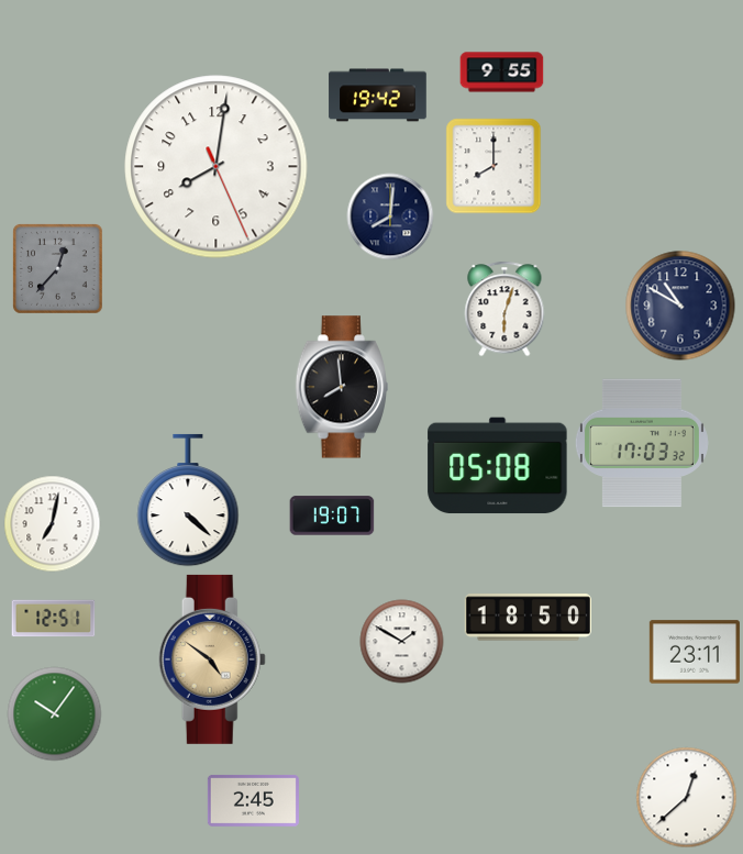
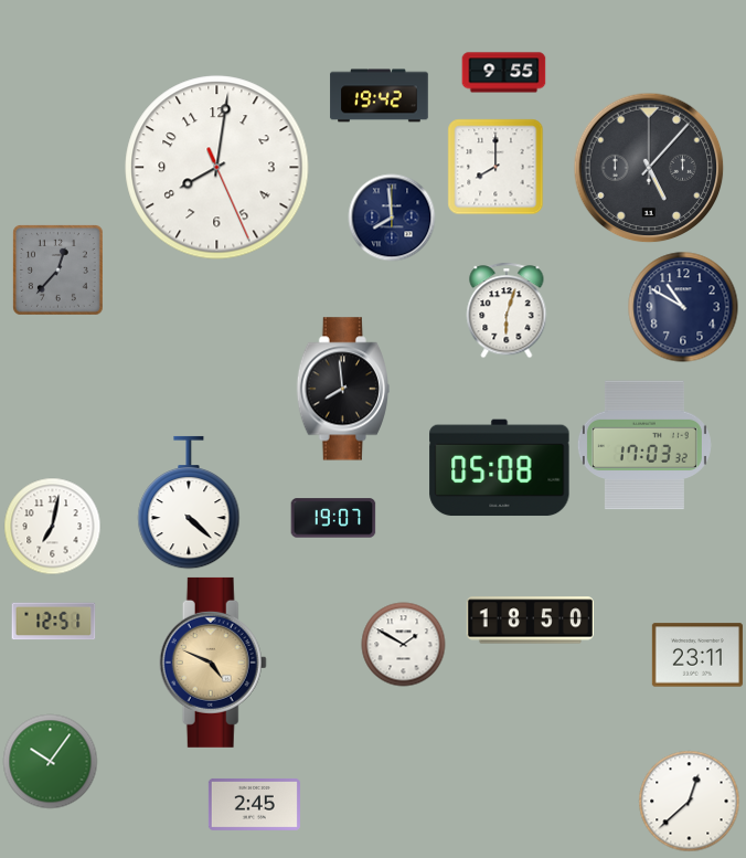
clock at (649, 168): none -> 5:07
clock at (390, 217): 8:01 -> 7:59
clock at (212, 659): 4:51 -> 4:49
clock at (55, 714) position: (55, 714) -> (51, 762)
